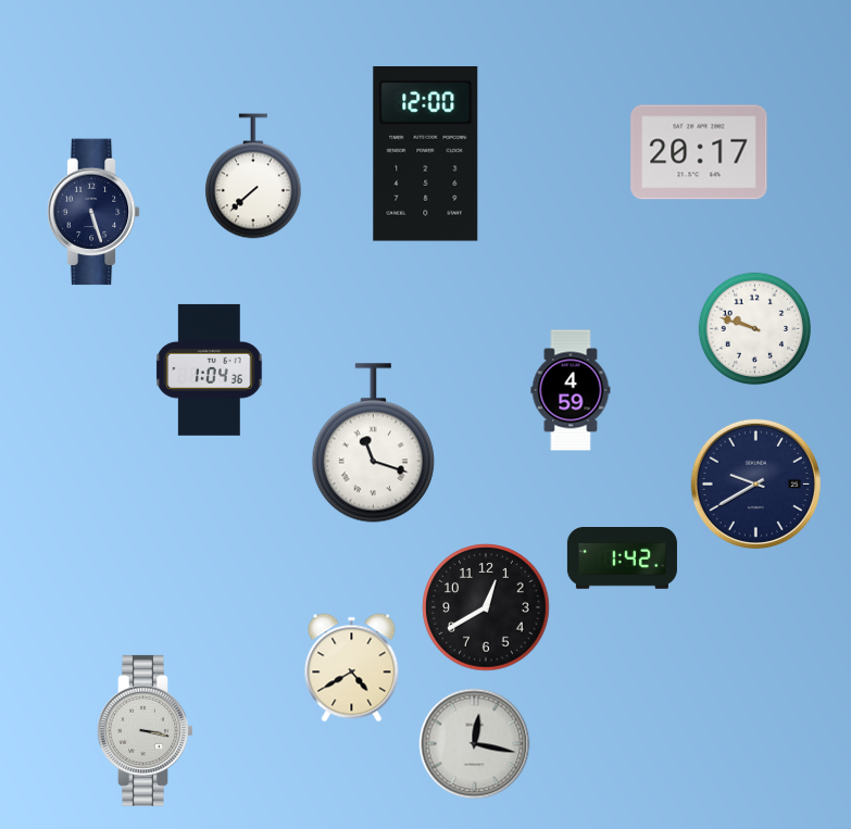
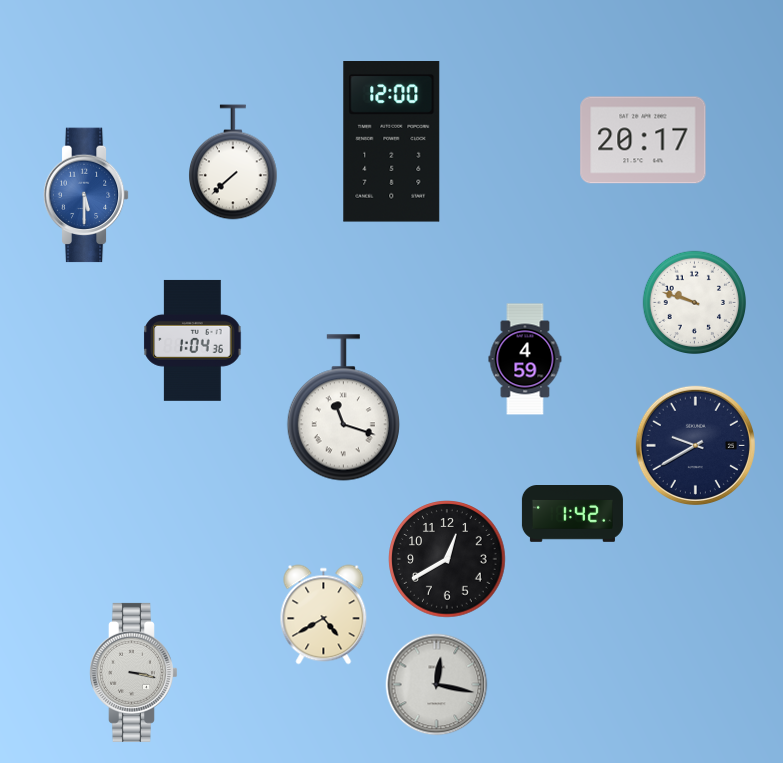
clock at (93, 212): 5:27 -> 5:30
clock at (93, 212) dial: navy -> blue
